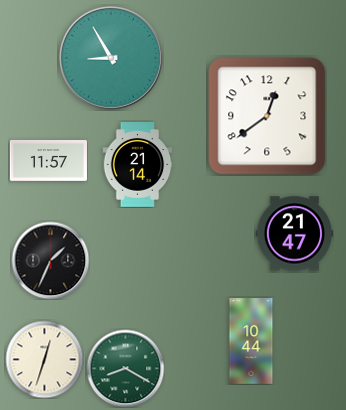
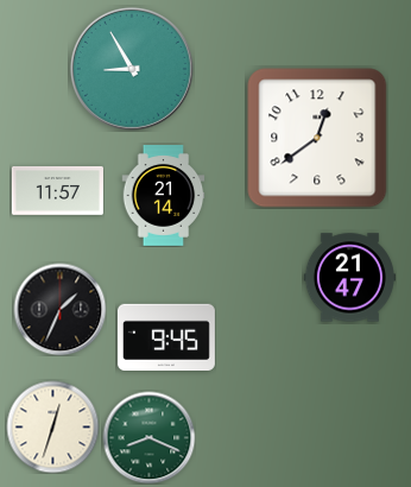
clock at (166, 336): none -> 9:45
clock at (251, 341): 10:44 -> none
clock at (125, 368): 8:20 -> 8:19
